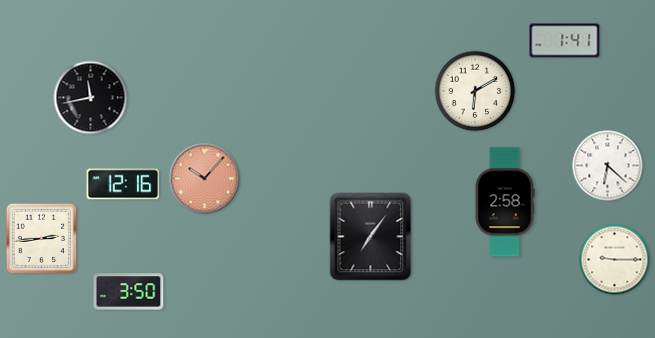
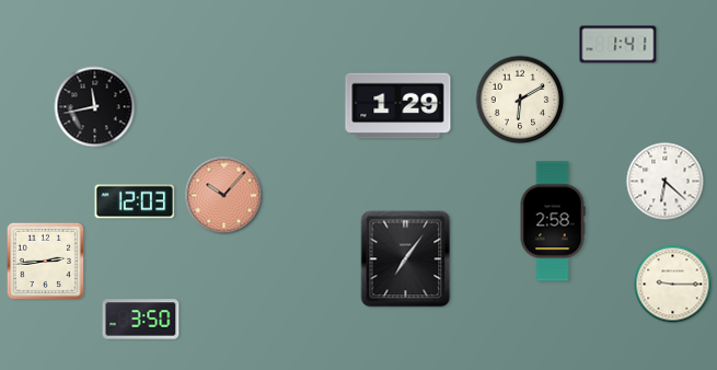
clock at (398, 106): none -> 1:29
clock at (91, 98) position: (91, 98) -> (95, 107)
clock at (123, 184): 12:16 -> 12:03
